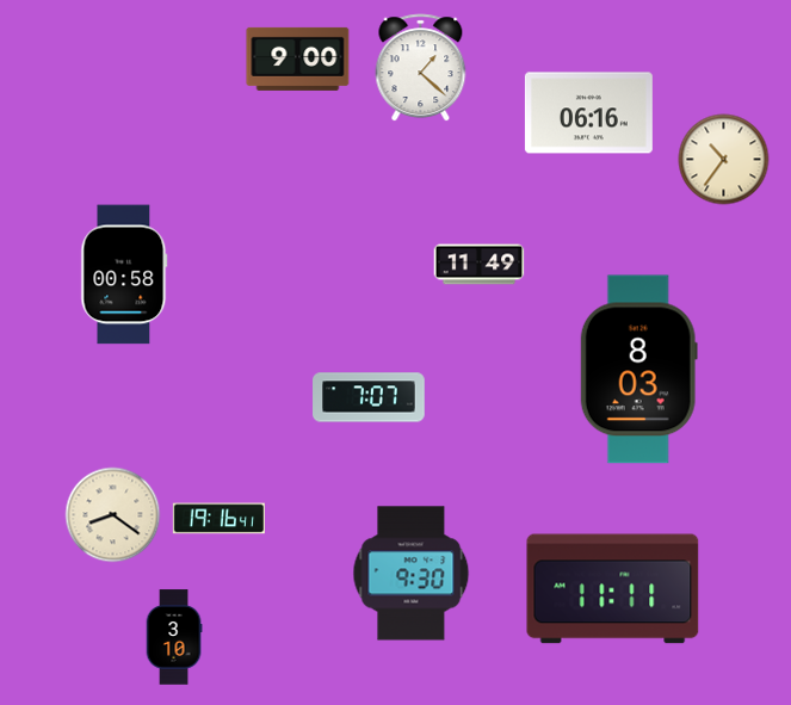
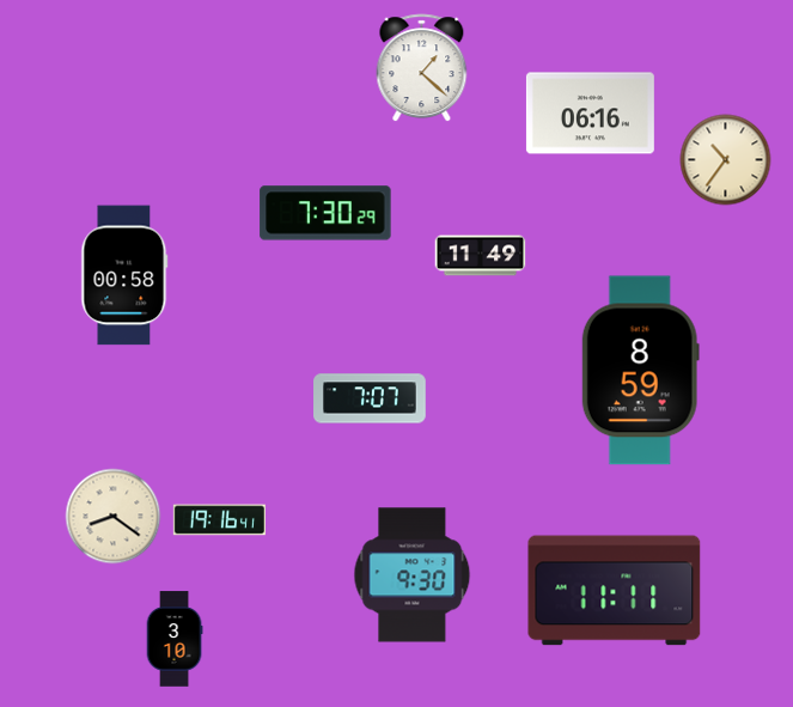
clock at (298, 58): 9:00 -> none
clock at (325, 213): none -> 7:30
clock at (480, 265) position: (480, 265) -> (481, 256)
clock at (638, 370): 8:03 -> 8:59
